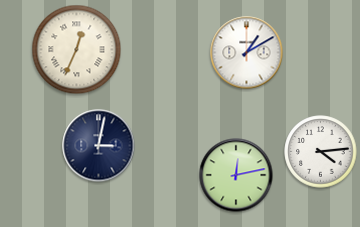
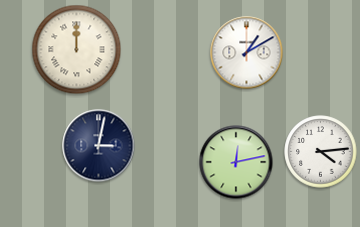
clock at (77, 50): 12:34 -> 12:00
clock at (236, 175) position: (236, 175) -> (236, 162)
